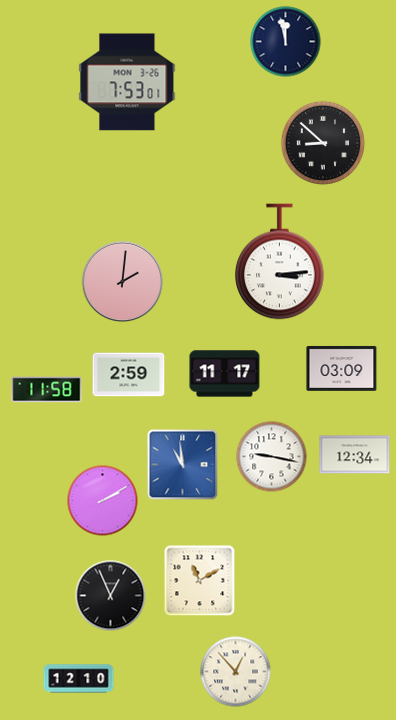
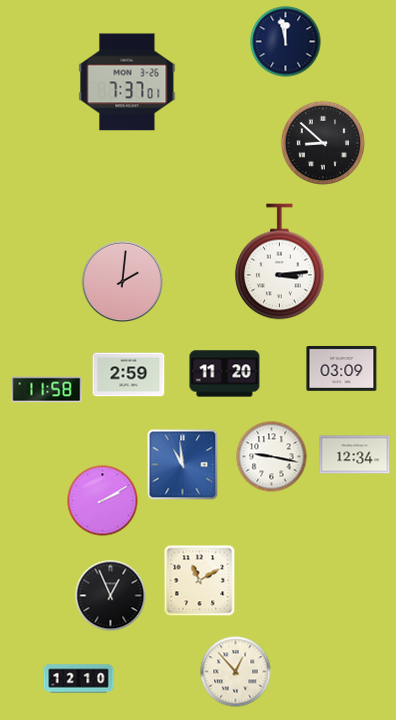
clock at (127, 82): 7:53 -> 7:37
clock at (225, 374): 11:17 -> 11:20
